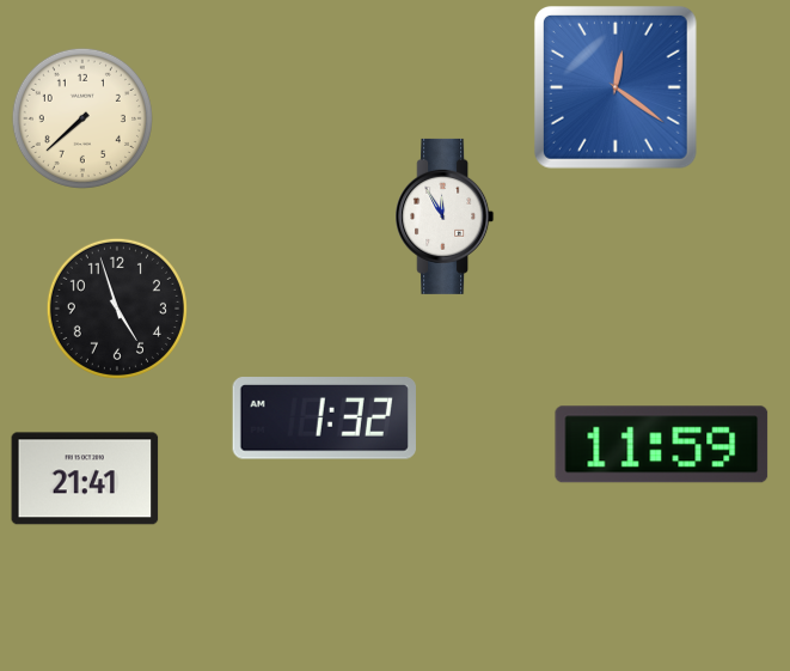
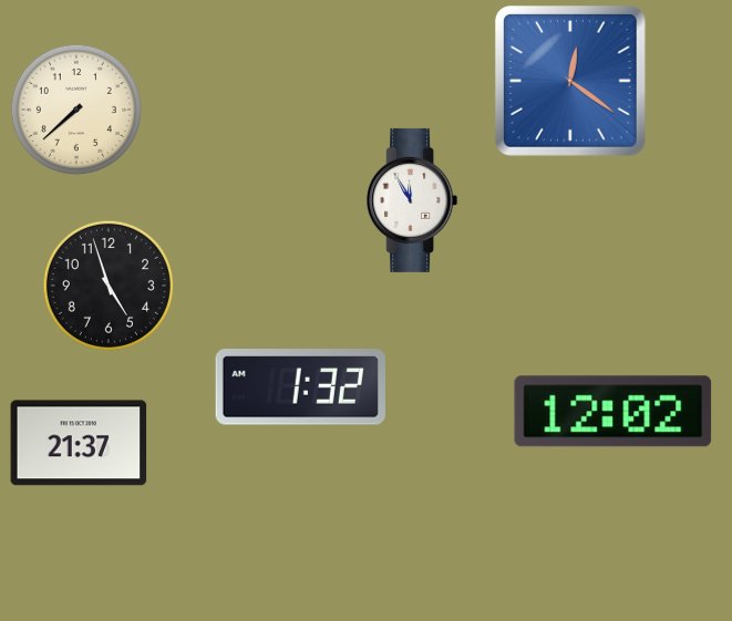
clock at (662, 445): 11:59 -> 12:02
clock at (85, 478): 21:41 -> 21:37
